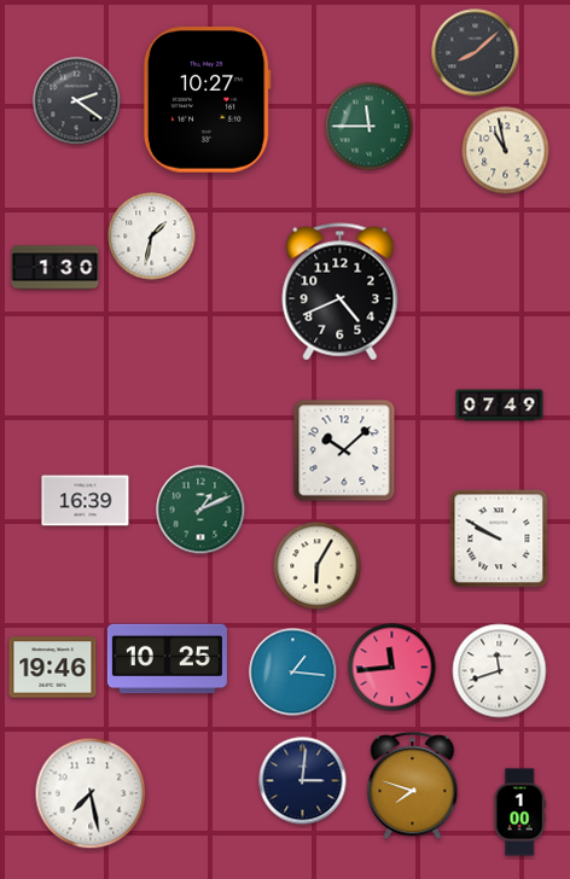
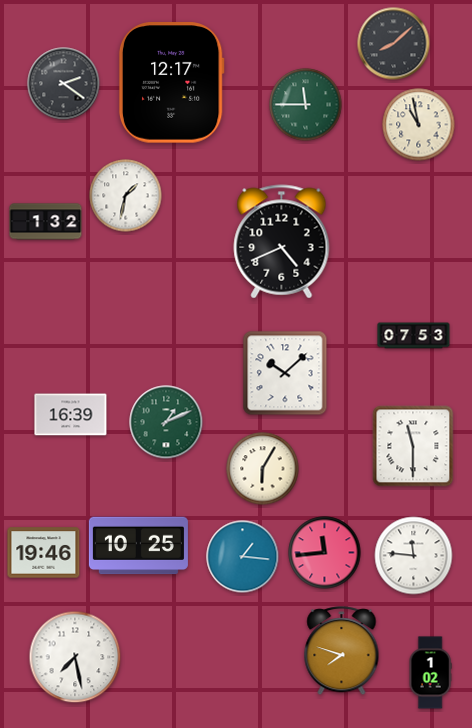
clock at (207, 100): 10:27 -> 12:17
clock at (56, 268): 1:30 -> 1:32
clock at (500, 406): 07:49 -> 07:53
clock at (499, 539): 9:50 -> 11:30
clock at (500, 671): 11:42 -> 11:46
clock at (303, 781): 3:01 -> none
clock at (519, 813): 1:00 -> 1:02
